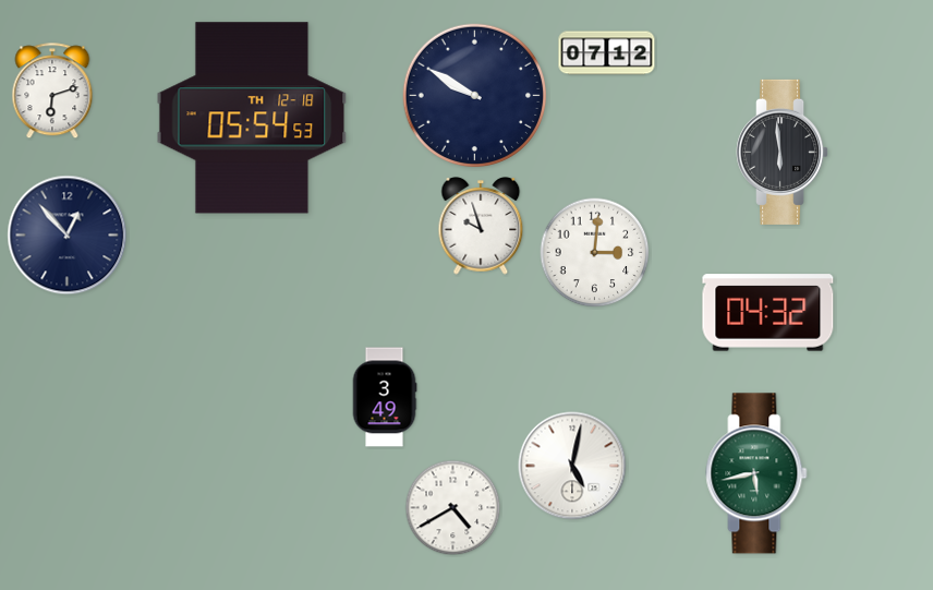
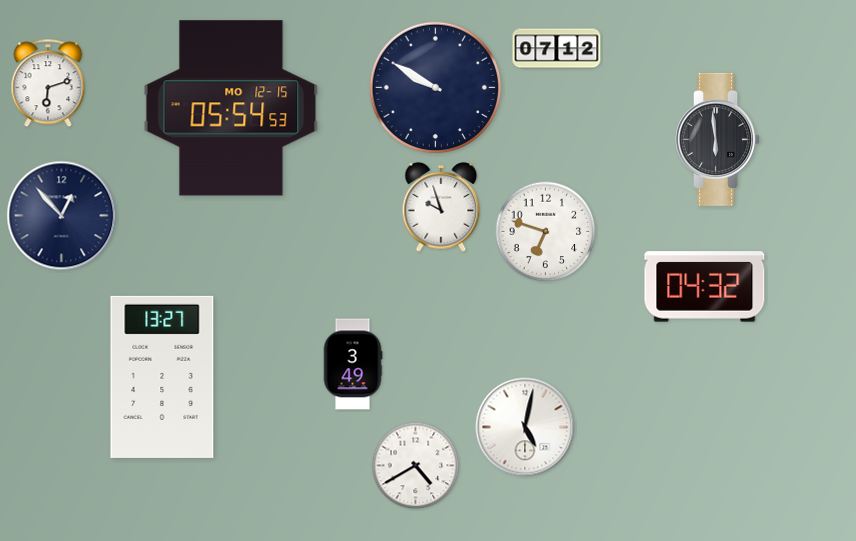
clock at (252, 118) date: TH 12-18 -> MO 12-15
clock at (595, 253): 3:01 -> 6:48
clock at (162, 377): none -> 13:27
clock at (756, 473): 5:43 -> none
